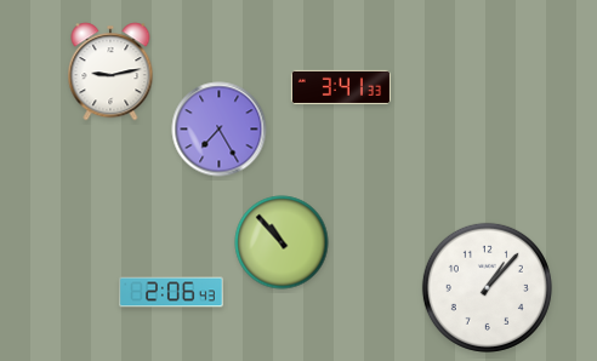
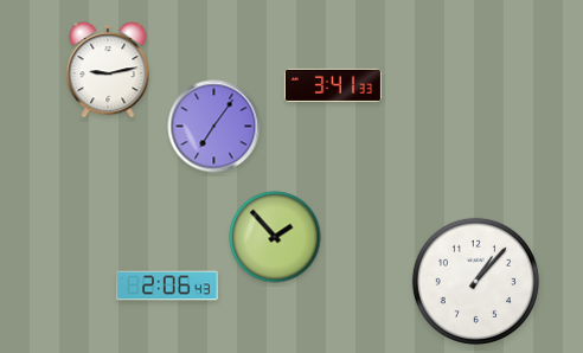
clock at (220, 130): 7:25 -> 7:06
clock at (282, 242): 10:53 -> 1:53
